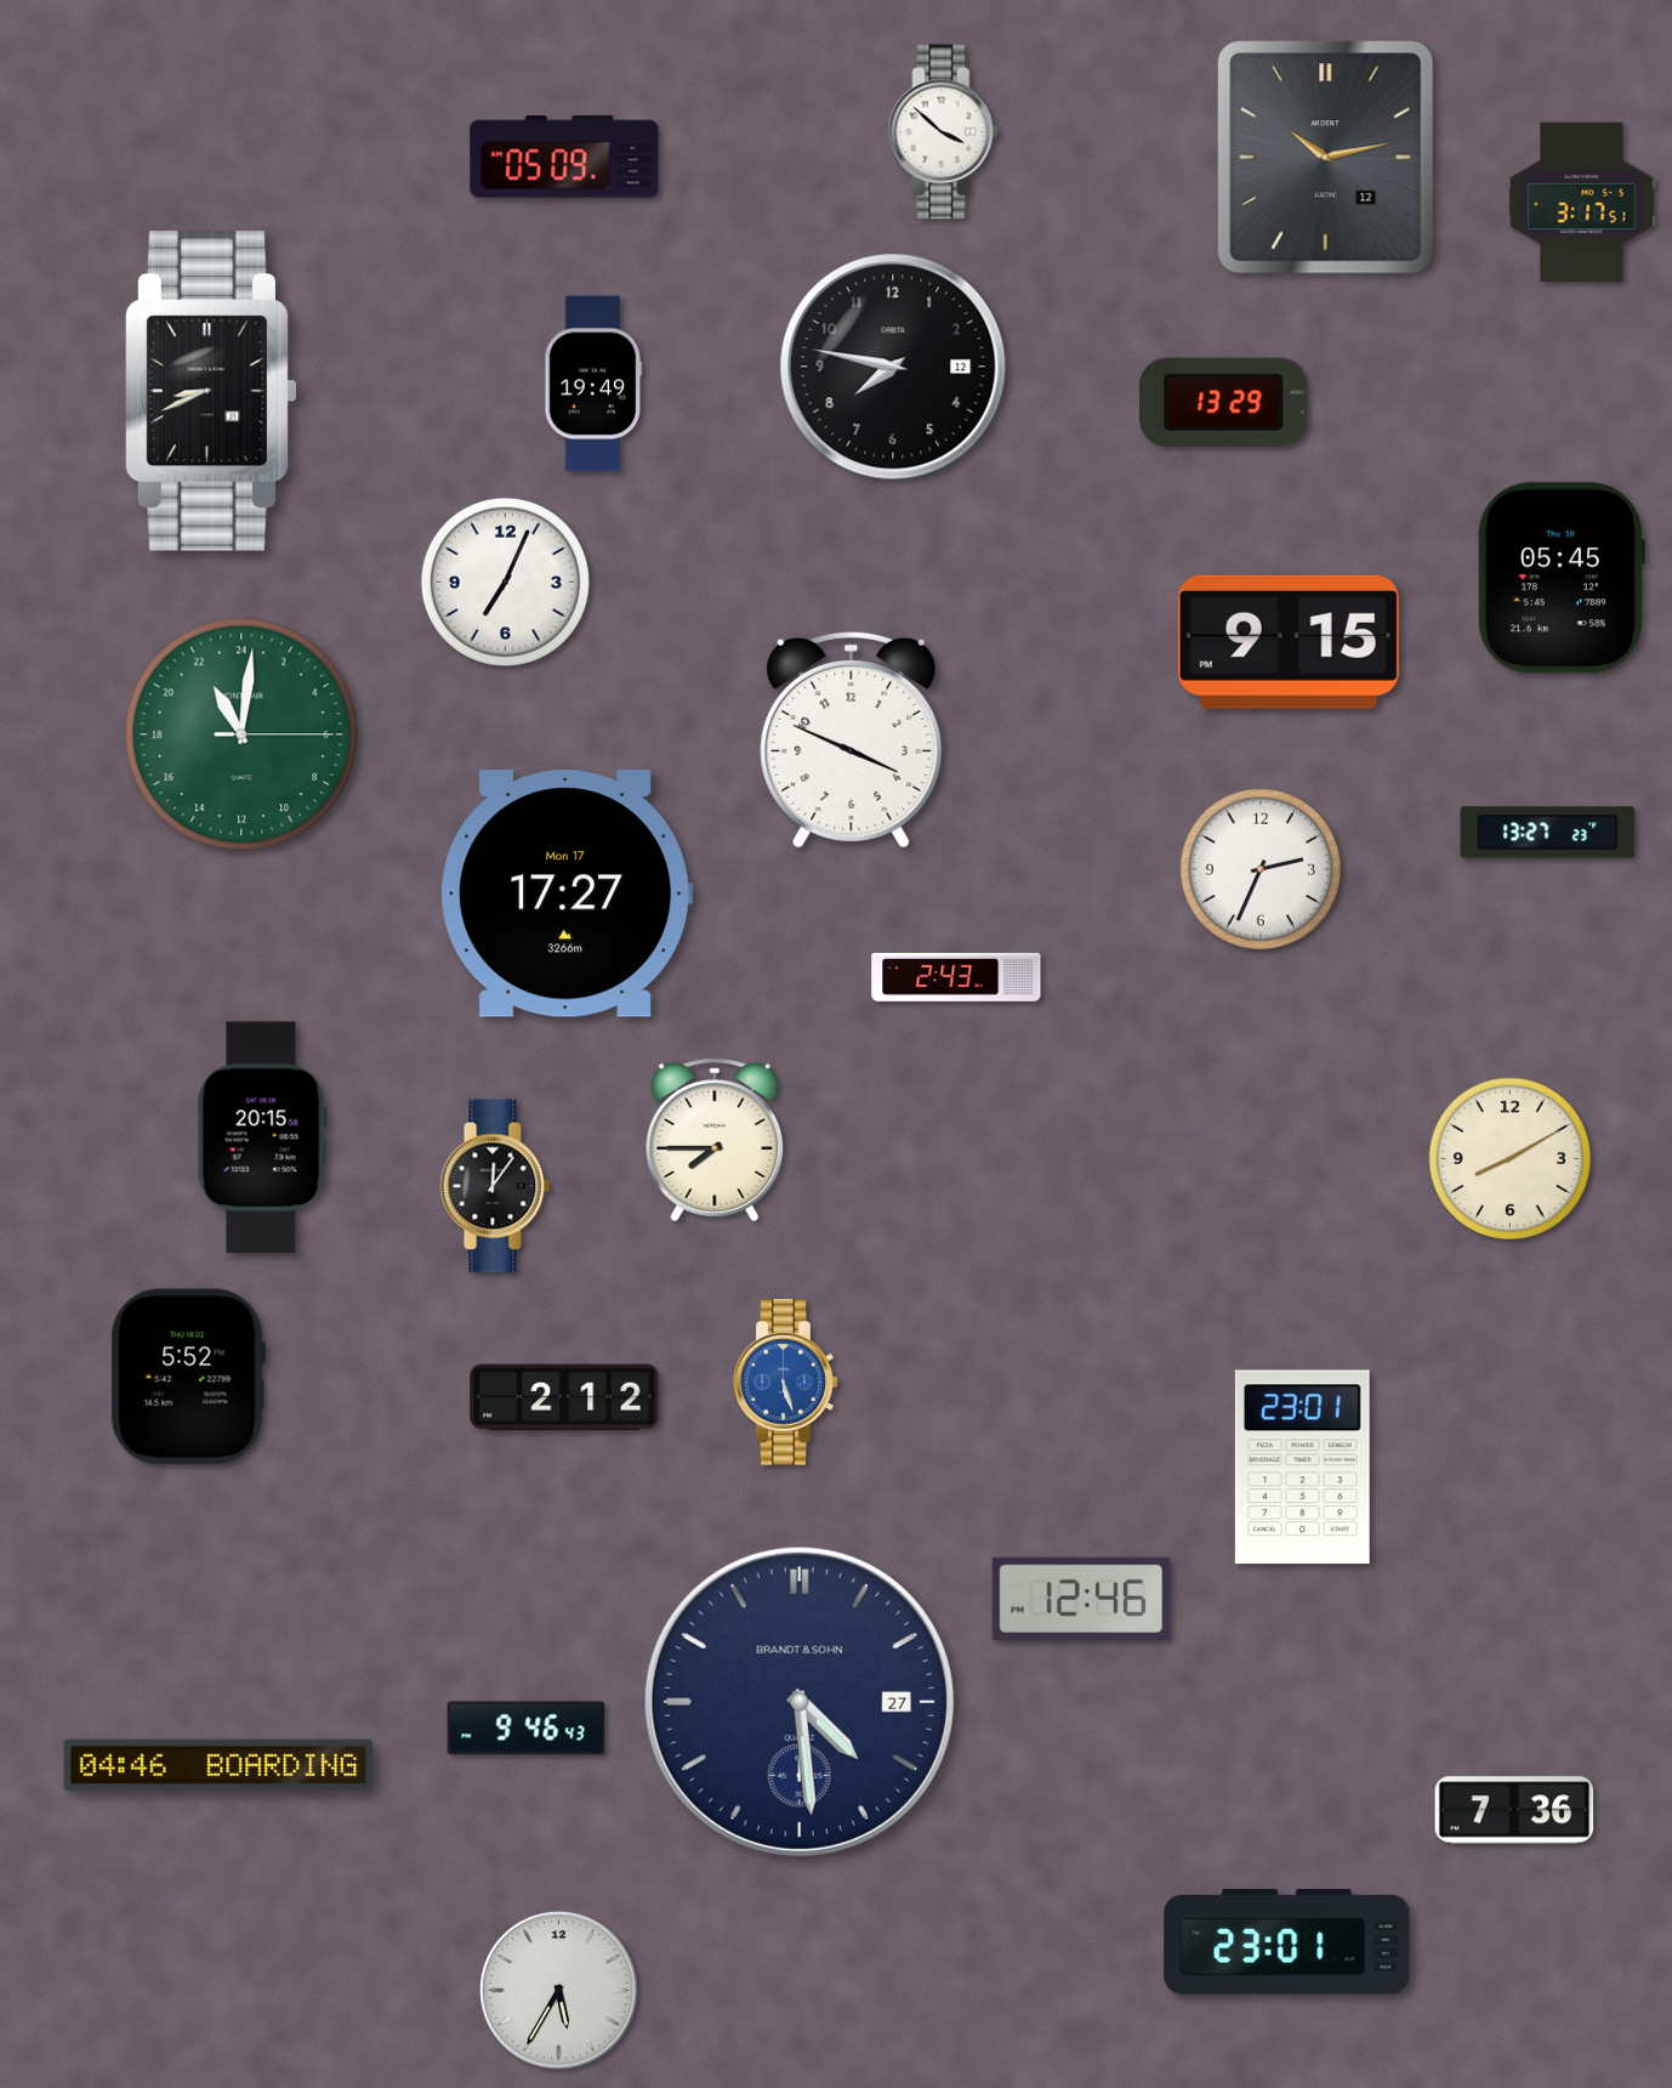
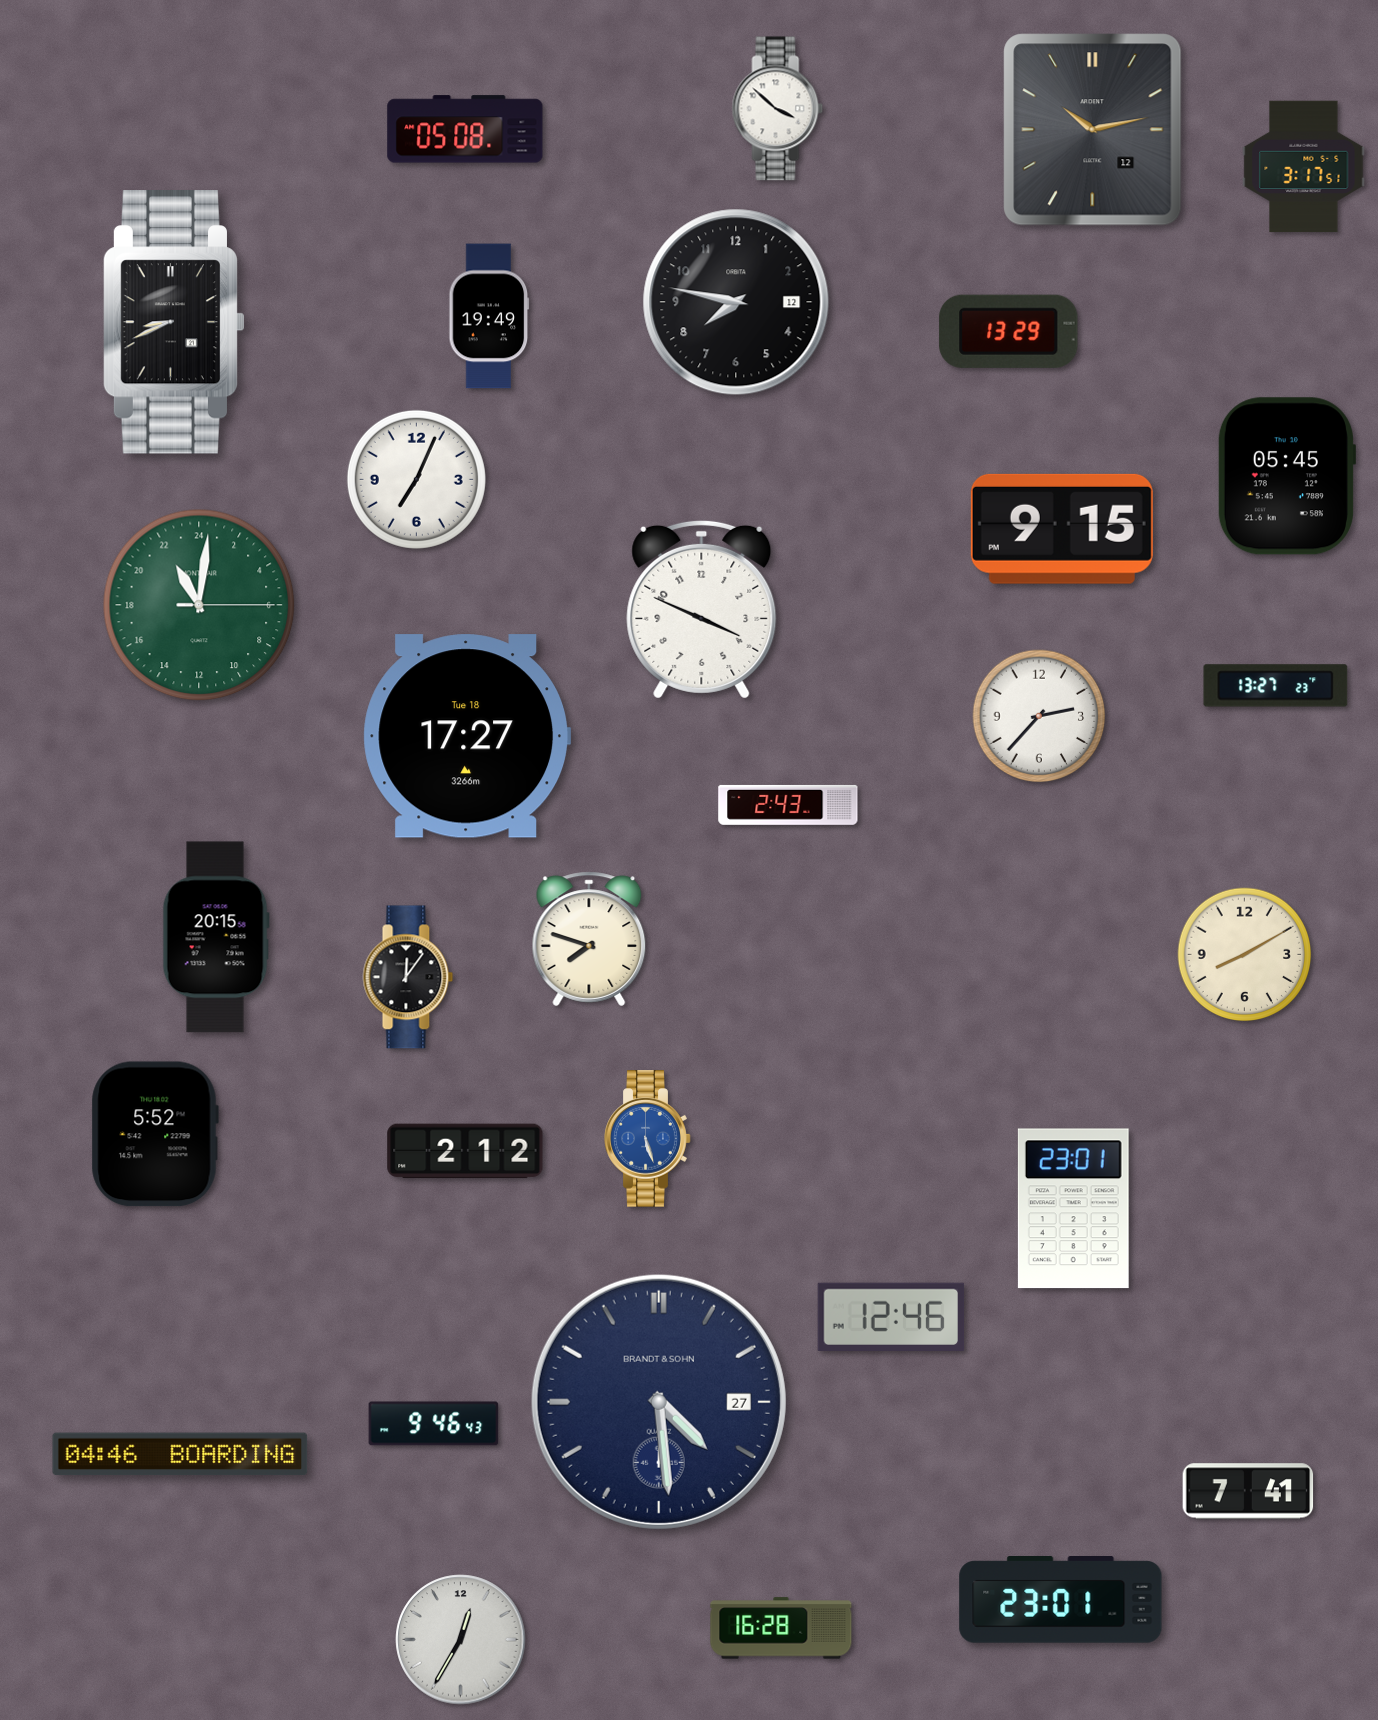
clock at (564, 157): 05:09 -> 05:08
clock at (1261, 869): 2:34 -> 2:37
clock at (565, 893) date: Mon 17 -> Tue 18
clock at (715, 1140): 7:45 -> 7:48
clock at (1514, 1810): 7:36 -> 7:41
clock at (781, 1628): none -> 16:28
clock at (559, 1991): 5:35 -> 12:35
